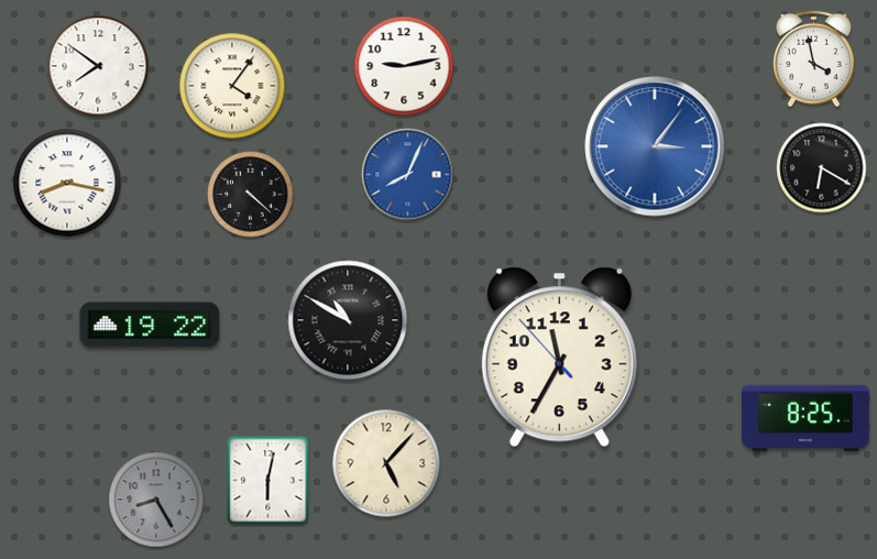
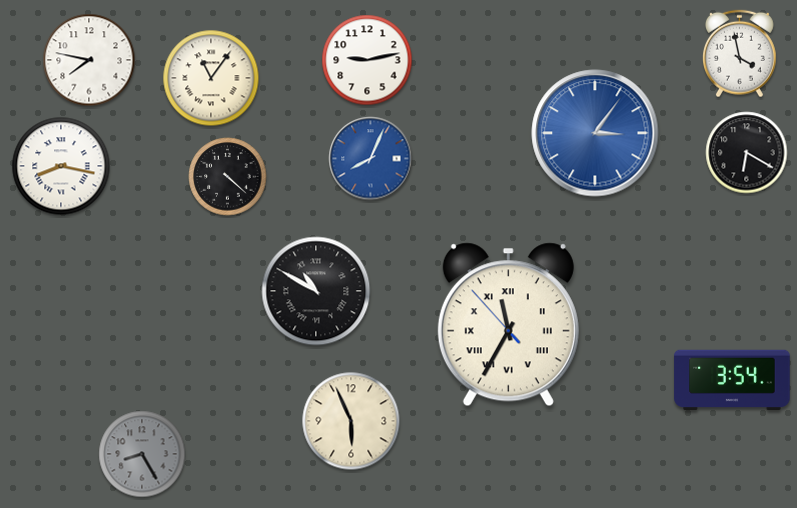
clock at (98, 66): 7:51 -> 7:47
clock at (232, 86): 4:06 -> 11:06
clock at (150, 325): 19:22 -> none
clock at (559, 358) numerals: Arabic -> Roman
clock at (805, 418): 8:25 -> 3:54
clock at (386, 463): 5:07 -> 5:56
clock at (268, 481): 6:02 -> none
